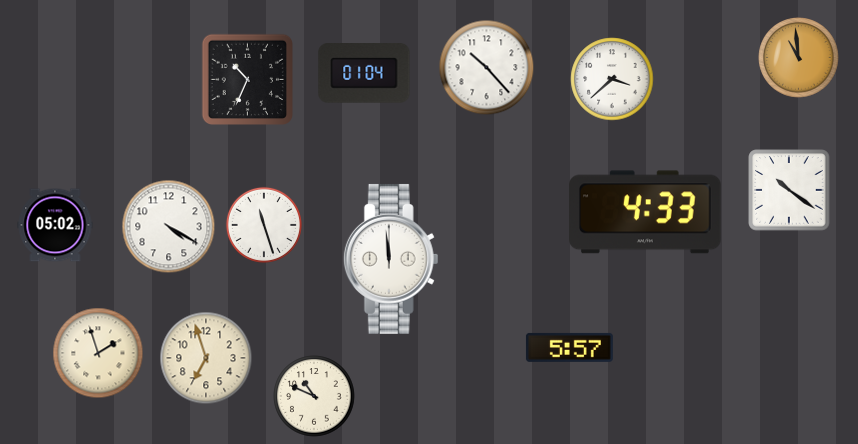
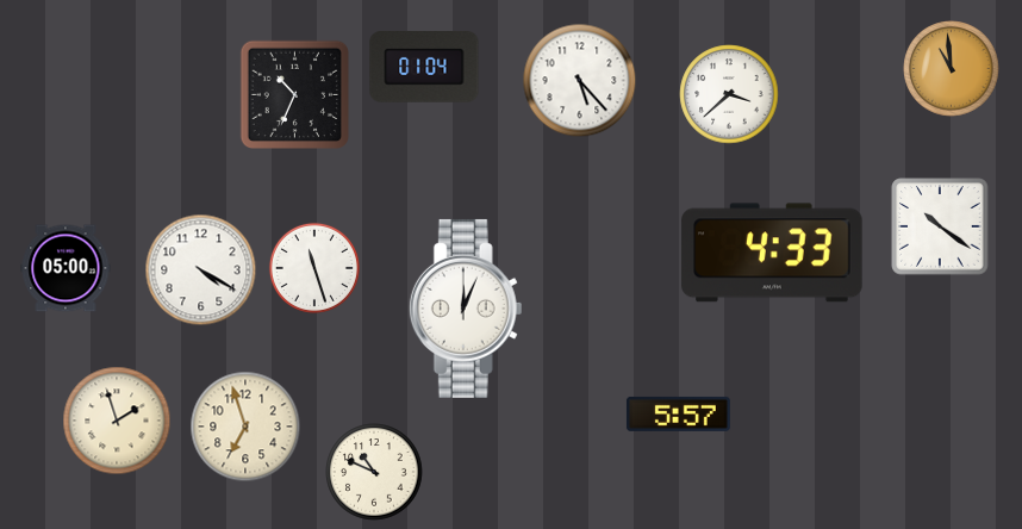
clock at (487, 68): 10:23 -> 5:23
clock at (364, 74) position: (364, 74) -> (424, 68)
clock at (645, 212) position: (645, 212) -> (772, 253)
clock at (55, 225): 05:02 -> 05:00
clock at (391, 259): 11:59 -> 12:04
